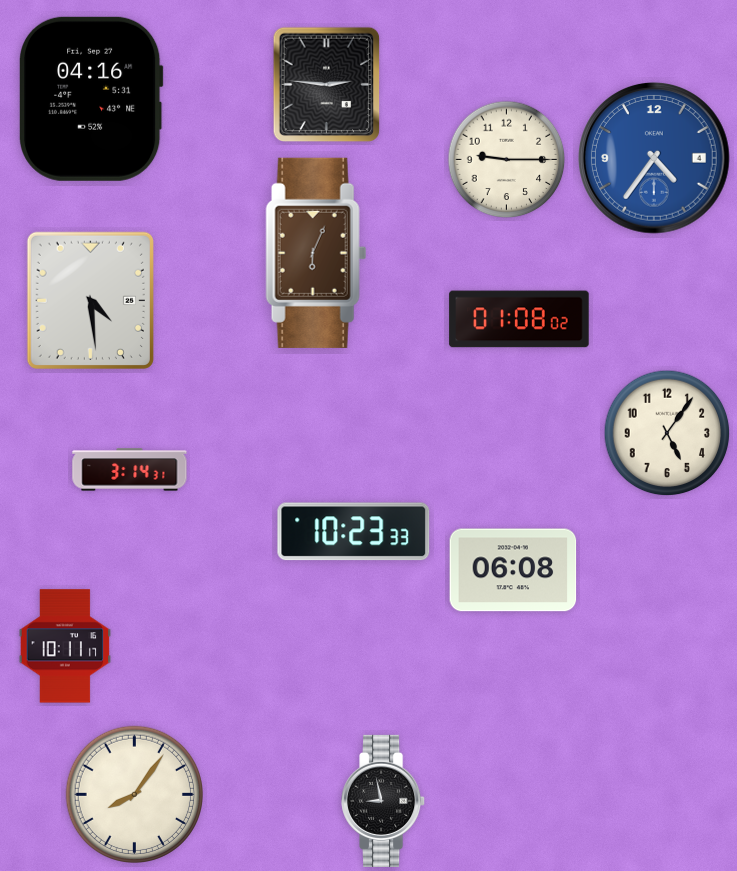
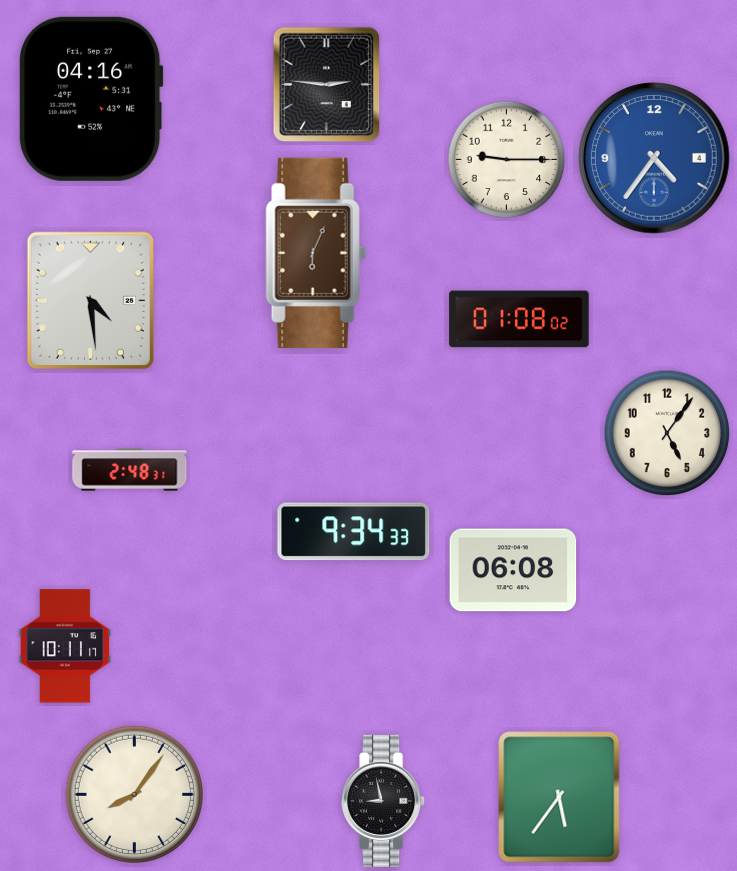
clock at (130, 470): 3:14 -> 2:48
clock at (354, 532): 10:23 -> 9:34
clock at (559, 797): none -> 5:36
